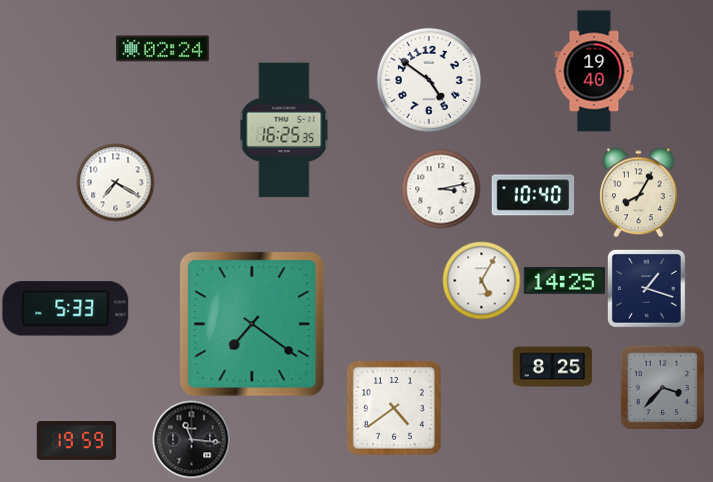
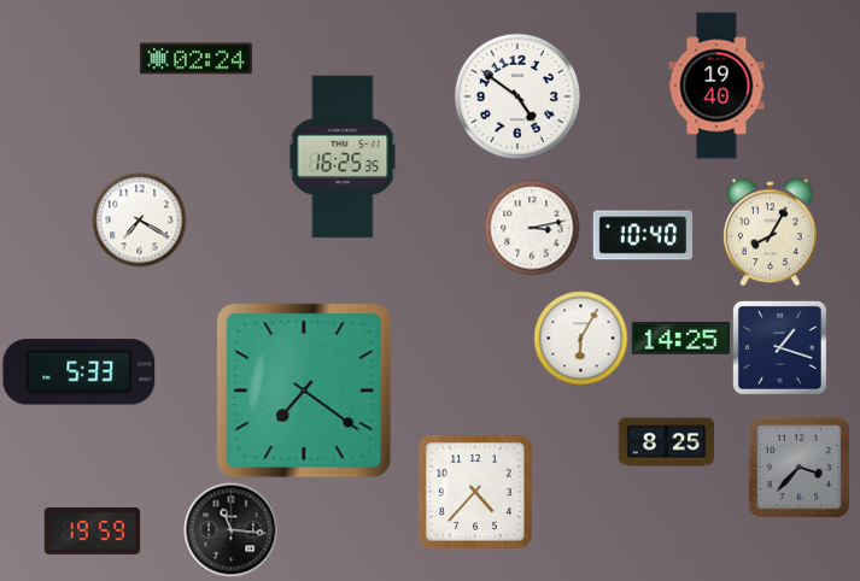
clock at (481, 280): 5:05 -> 6:05
clock at (394, 408): 4:39 -> 4:37
